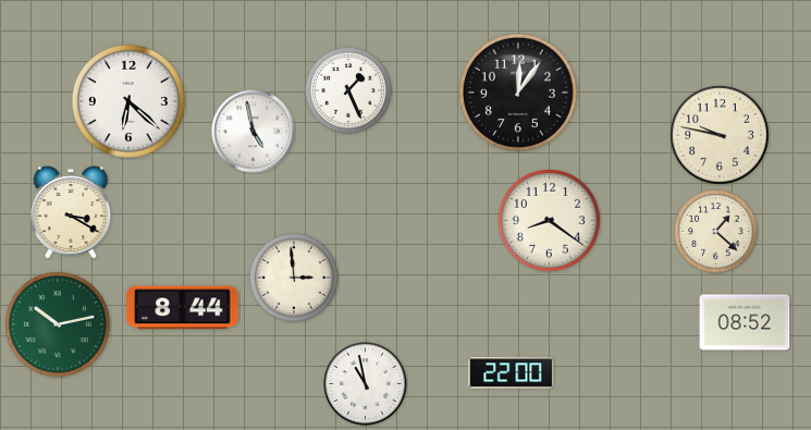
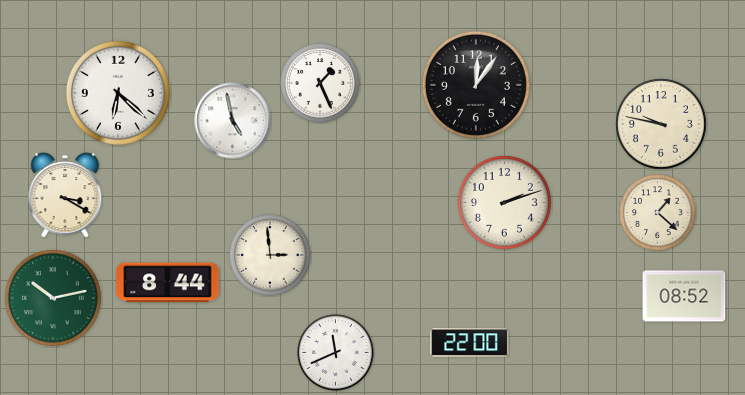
clock at (549, 220): 8:21 -> 2:12
clock at (366, 384): 10:58 -> 11:41
